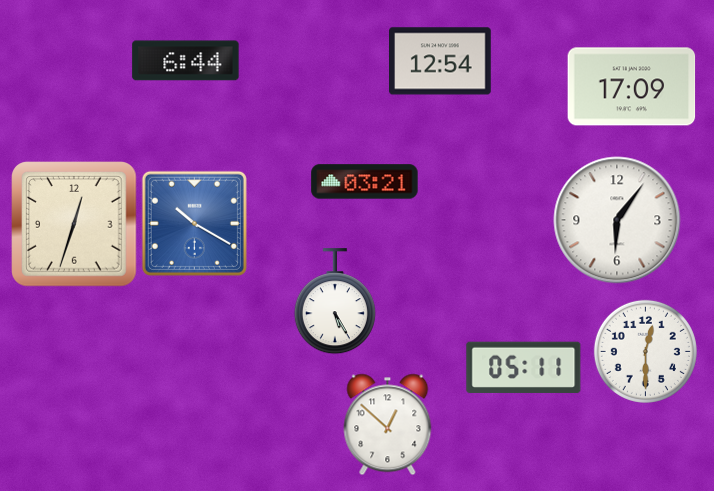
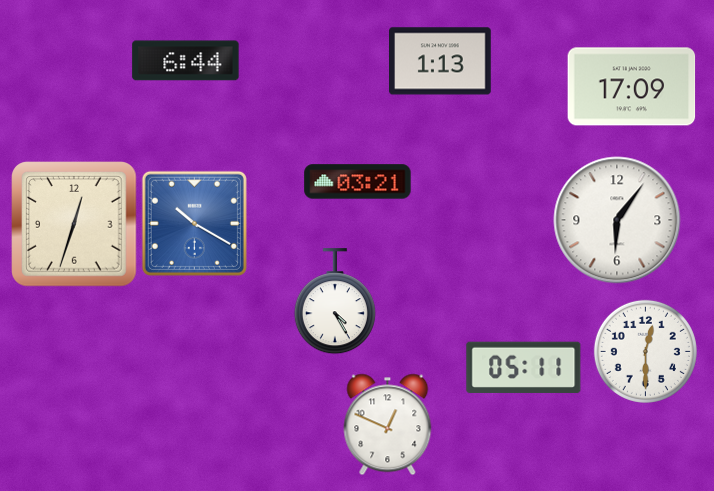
clock at (441, 61): 12:54 -> 1:13
clock at (365, 182) position: (365, 182) -> (358, 182)
clock at (335, 302): 5:25 -> 4:25
clock at (388, 425): 12:52 -> 12:49
